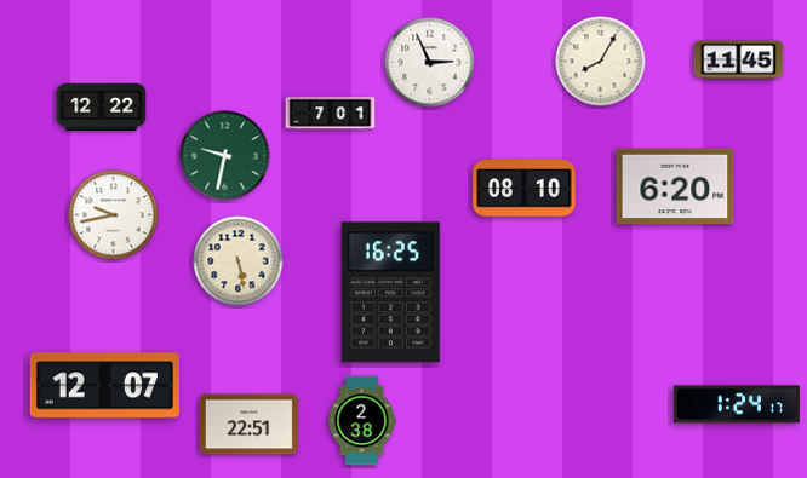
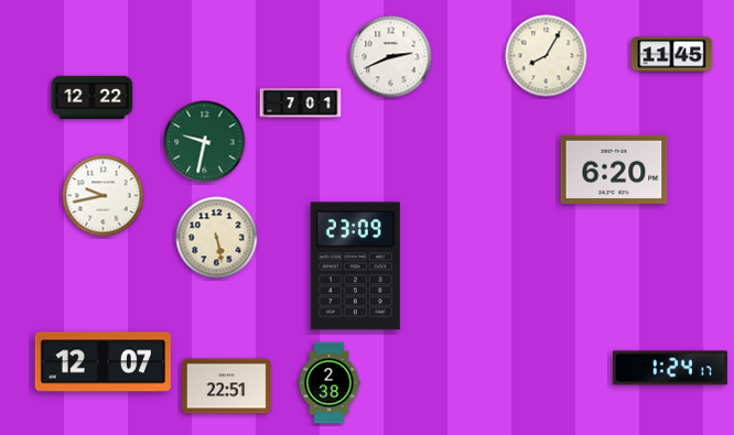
clock at (430, 63): 2:56 -> 2:41
clock at (525, 189): 08:10 -> none
clock at (390, 293): 16:25 -> 23:09
clock at (104, 386) position: (104, 386) -> (102, 362)
